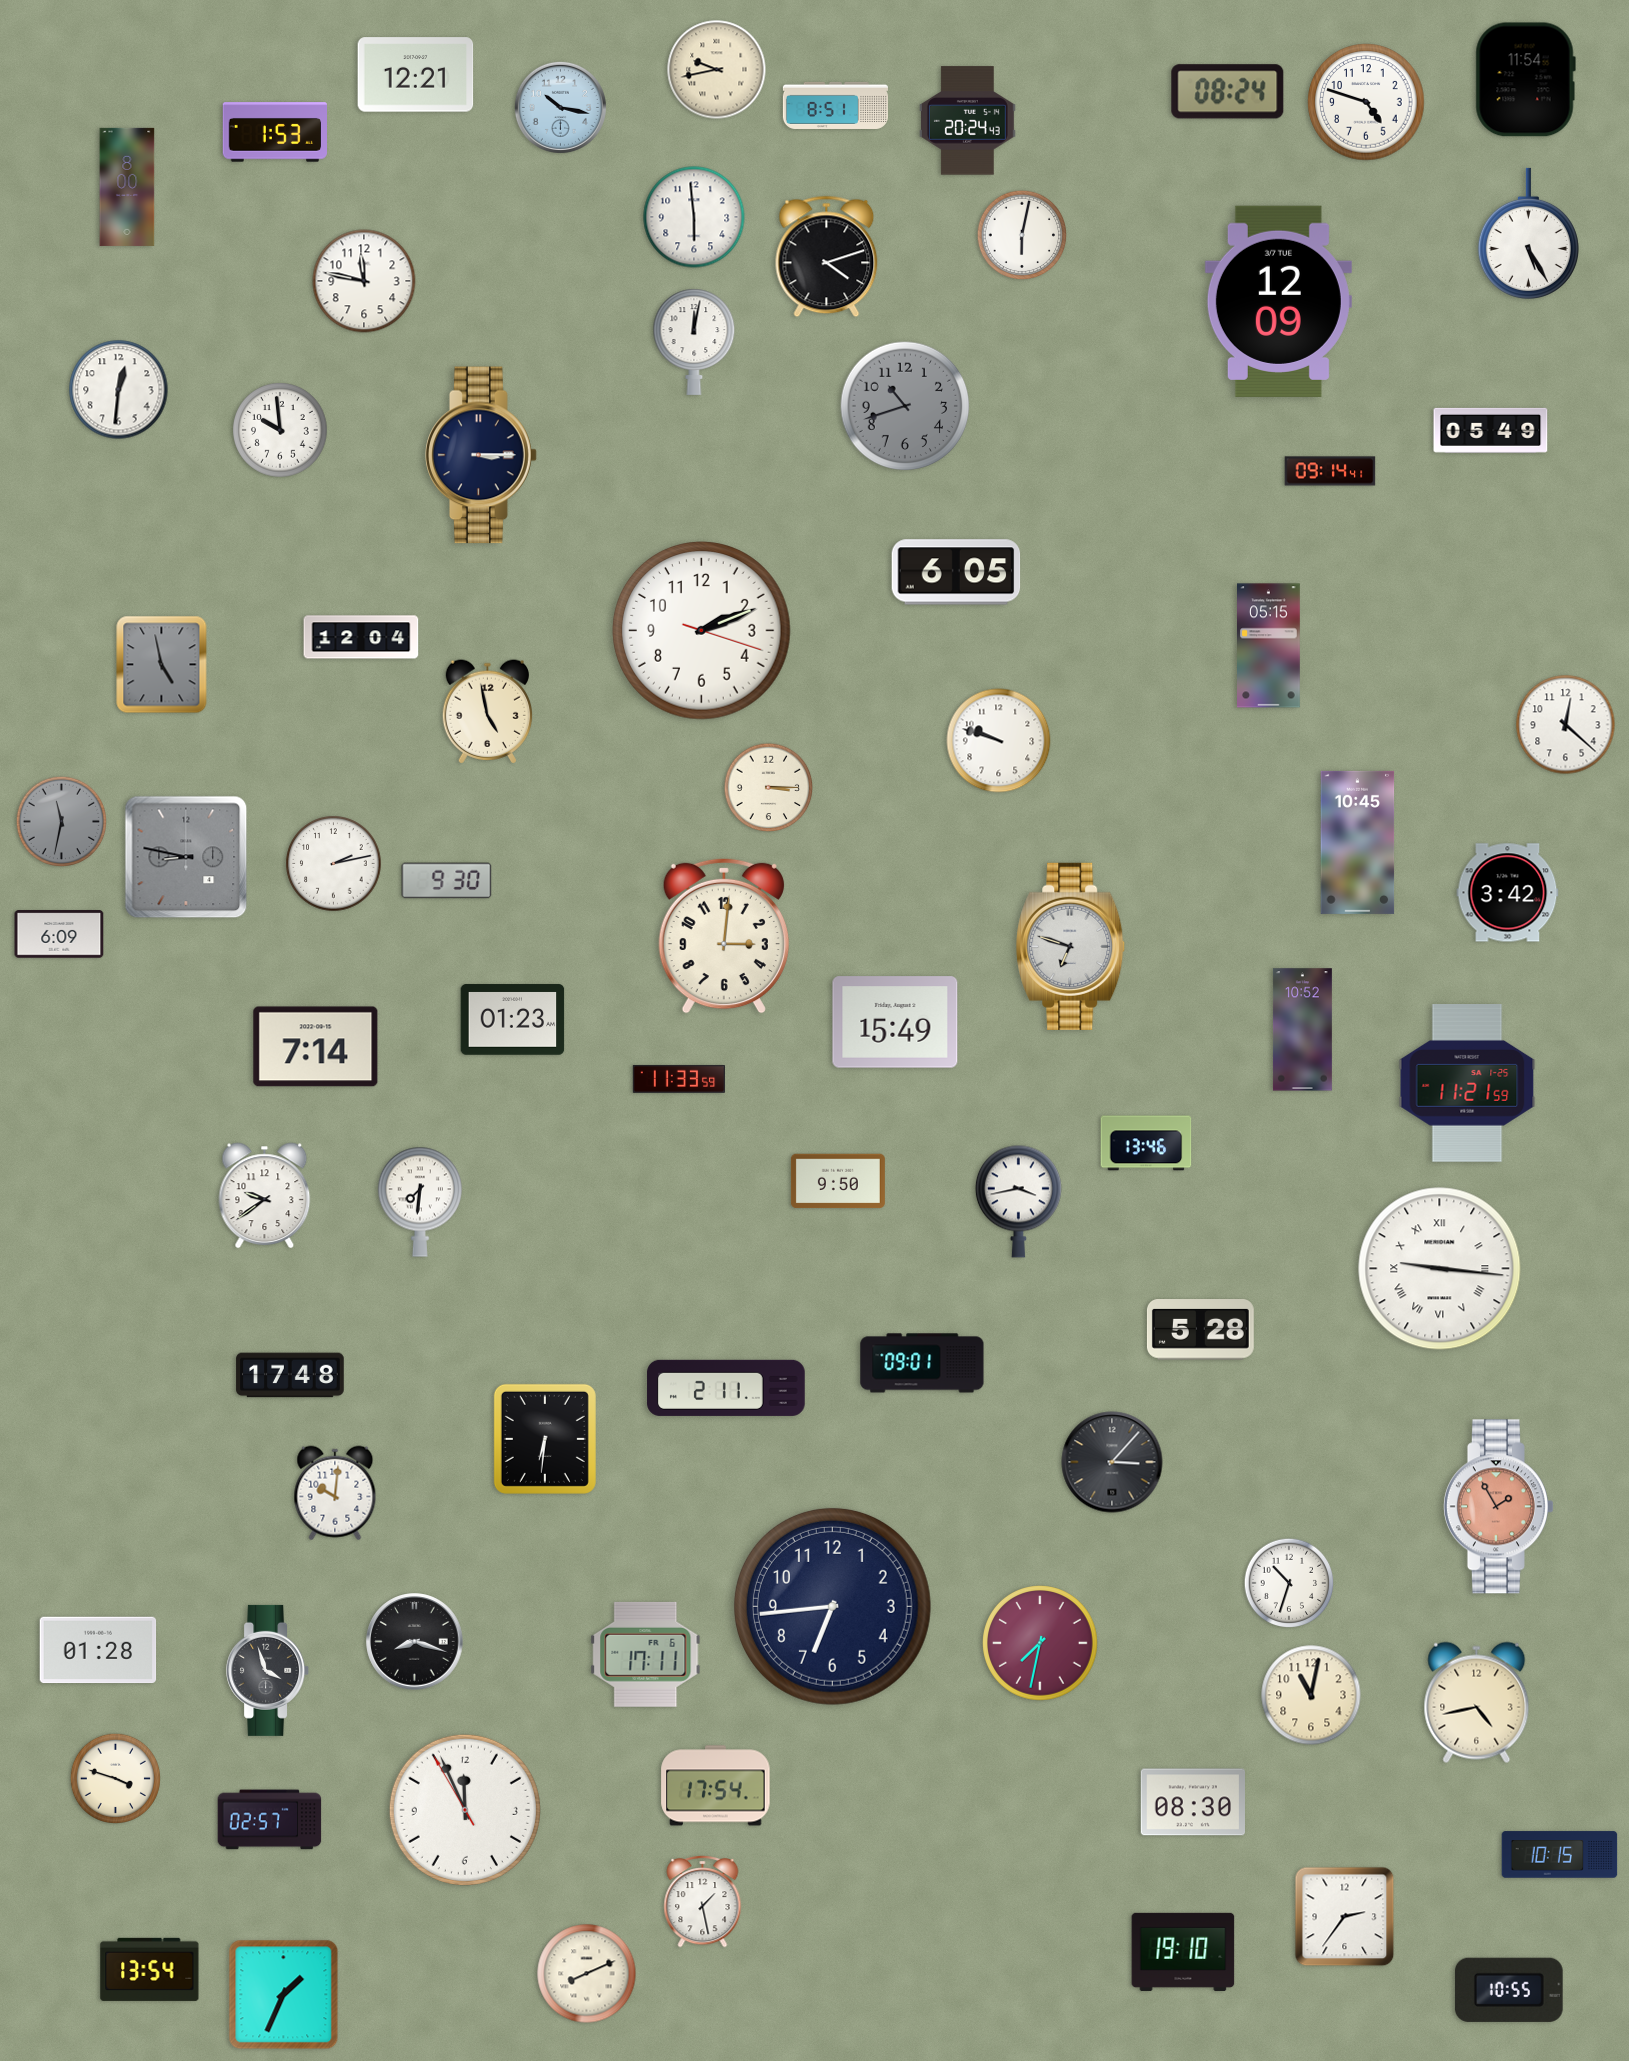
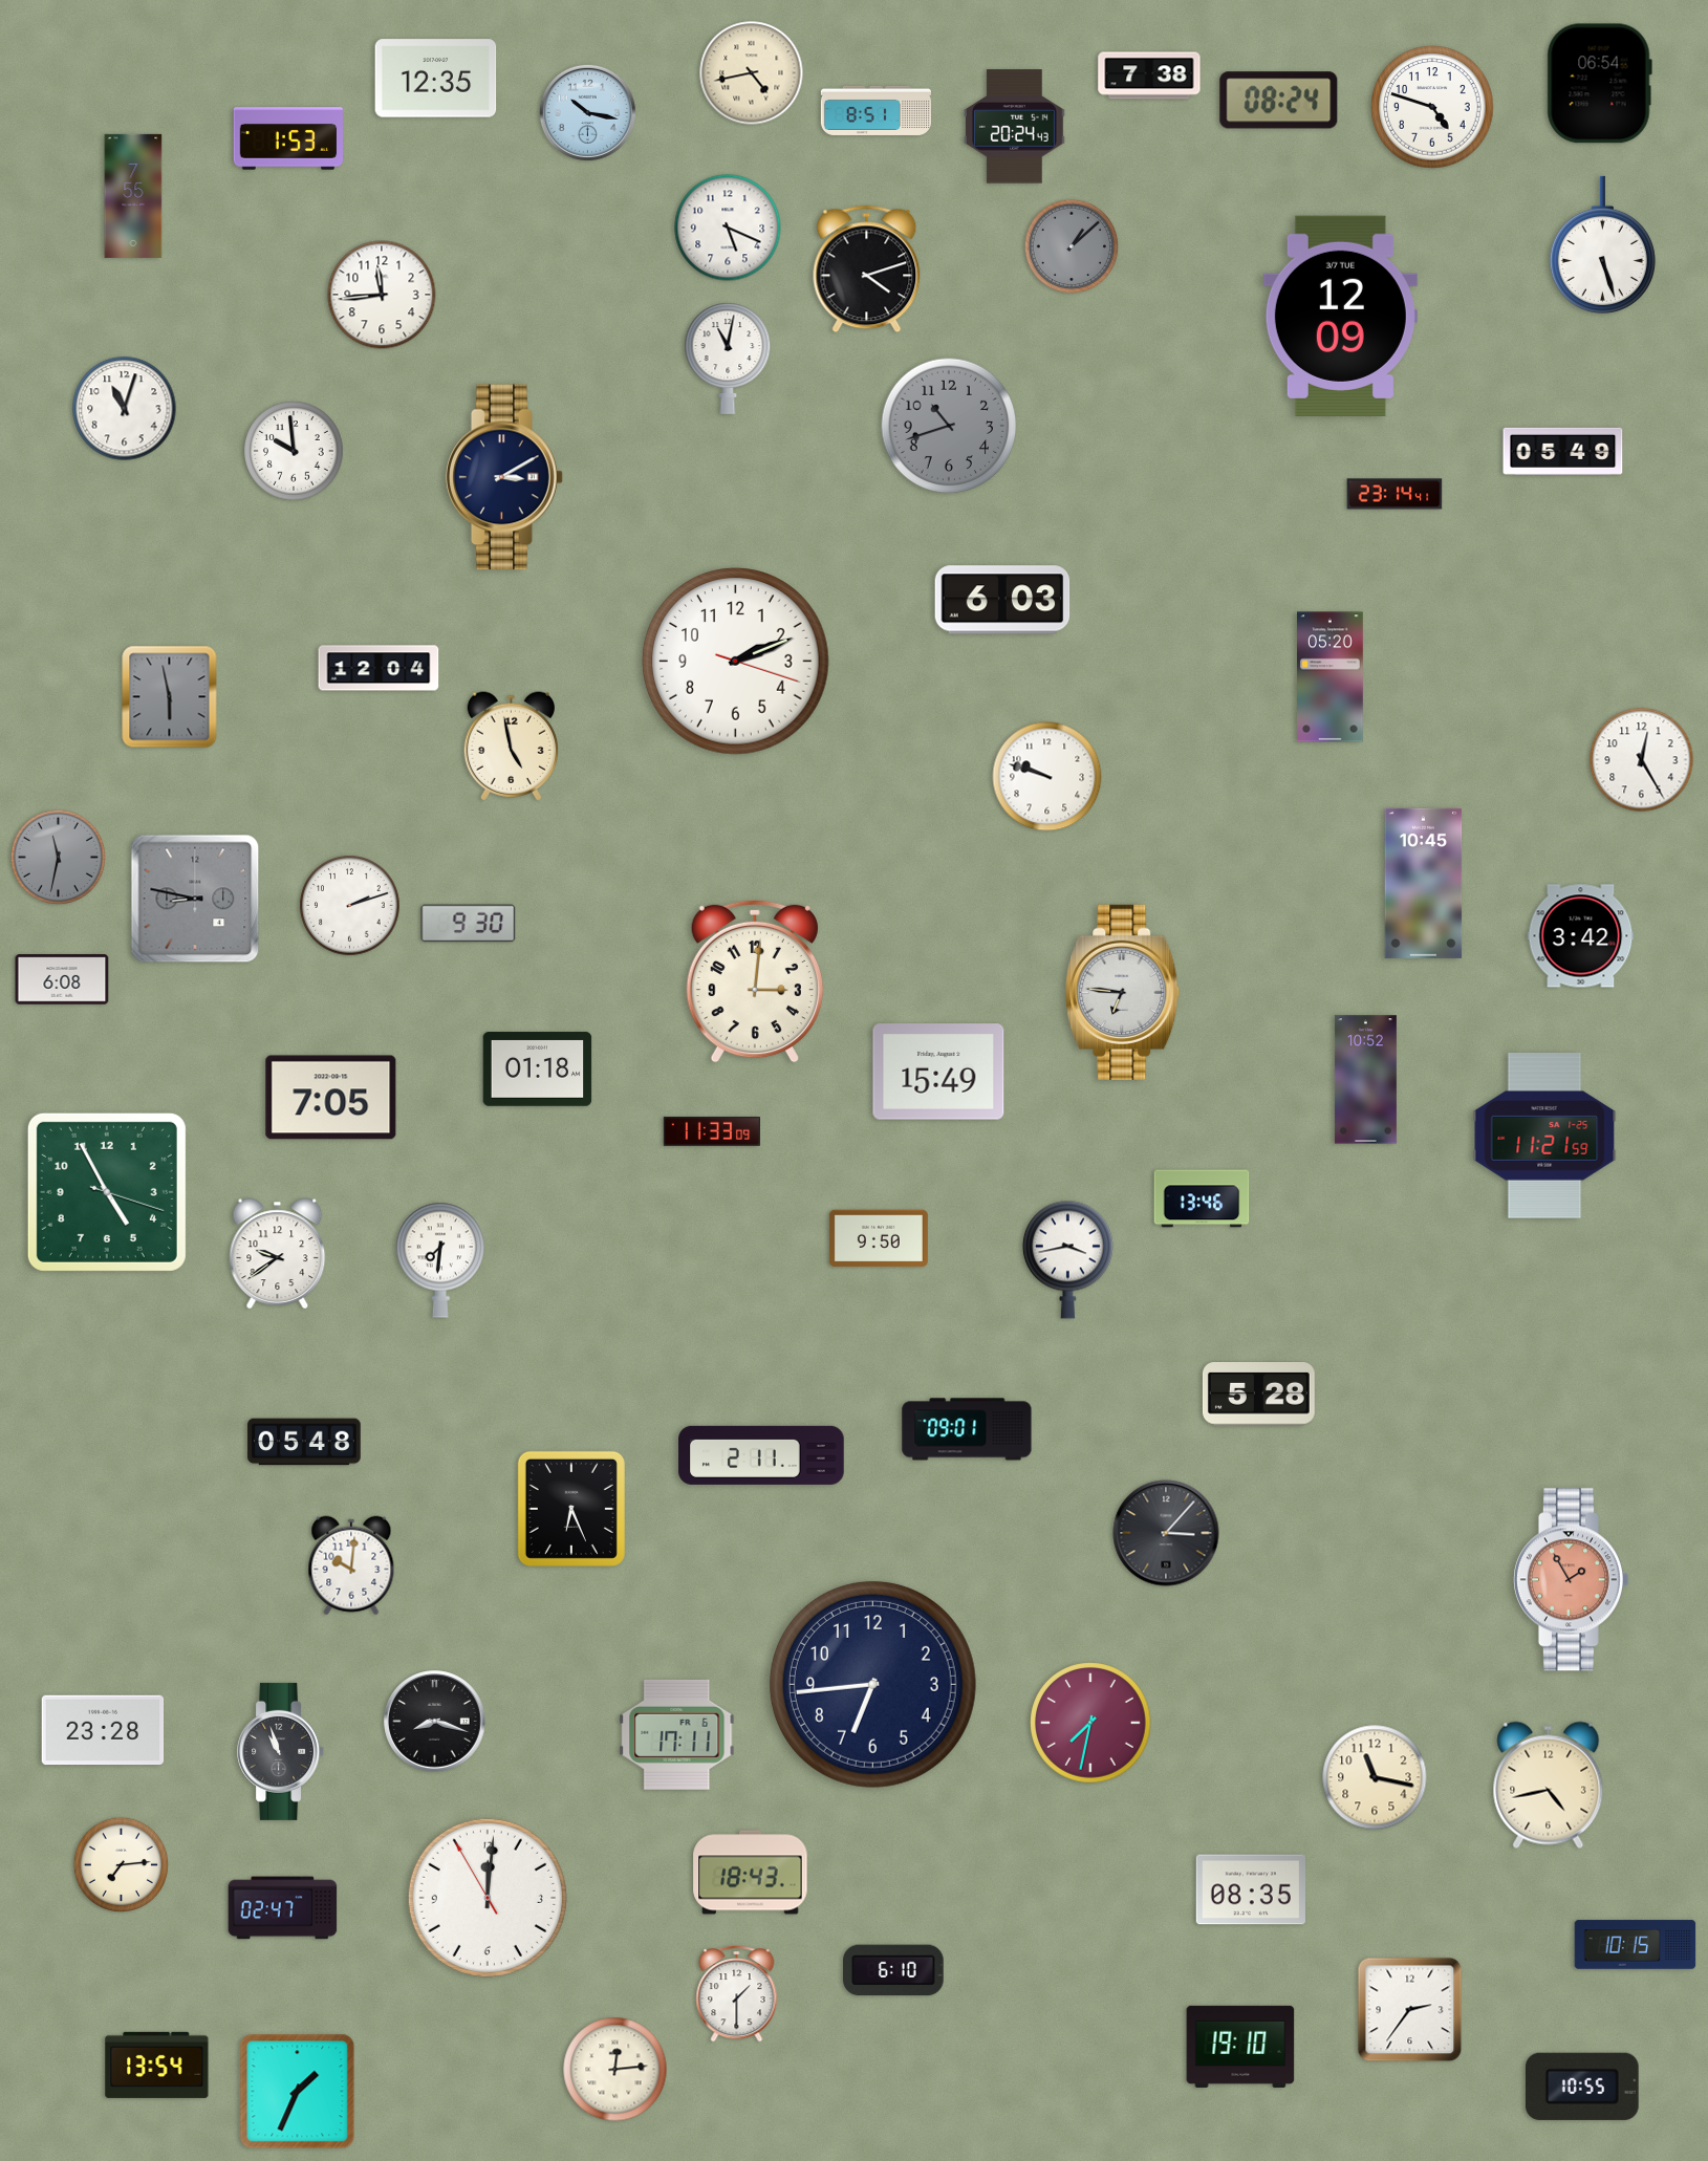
clock at (717, 70): 9:43 -> 4:43
clock at (1149, 75): none -> 7:38
clock at (416, 75): 12:21 -> 12:35
clock at (1525, 80): 11:54 -> 06:54
clock at (1228, 92) position: (1228, 92) -> (1279, 101)
clock at (127, 187): 8:00 -> 7:55
clock at (694, 217): 5:59 -> 5:19
clock at (1528, 233): 5:25 -> 5:27
clock at (1022, 235): 6:02 -> 1:08
clock at (1022, 235) dial: white -> grey
clock at (364, 281): 11:47 -> 11:44
clock at (694, 342): 12:02 -> 11:02
clock at (119, 390): 12:31 -> 11:03
clock at (481, 455): 3:15 -> 3:10
clock at (1330, 471): 09:14 -> 23:14
clock at (956, 572): 6:05 -> 6:03
clock at (1269, 646): 05:15 -> 05:20
clock at (162, 665): 4:58 -> 5:58
clock at (1566, 725): 12:22 -> 12:25
clock at (769, 788): 3:15 -> none
clock at (61, 821) position: (61, 821) -> (58, 857)
clock at (334, 864): 2:13 -> 2:12
clock at (59, 934): 6:09 -> 6:08
clock at (724, 936) position: (724, 936) -> (755, 981)
clock at (1071, 946): 6:48 -> 6:46
clock at (513, 1020): 01:23 -> 01:18
clock at (316, 1047): 7:14 -> 7:05
clock at (678, 1079): 11:33:59 -> 11:33:09
clock at (1467, 1083) position: (1467, 1083) -> (1544, 1136)
clock at (107, 1192): none -> 4:55
clock at (1440, 1269): 9:16 -> none
clock at (290, 1375): 17:48 -> 05:48
clock at (545, 1439): 6:31 -> 6:26
clock at (1289, 1583): 10:33 -> none
clock at (98, 1650): 01:28 -> 23:28
clock at (268, 1670): 3:57 -> 10:57
clock at (1311, 1695): 11:02 -> 11:17
clock at (115, 1778): 3:48 -> 7:14
clock at (716, 1786): 17:54 -> 18:43
clock at (1192, 1802): 08:30 -> 08:35
clock at (465, 1810): 11:55 -> 12:00
clock at (270, 1820): 02:57 -> 02:47
clock at (893, 1970): none -> 6:10
clock at (703, 1902): 1:28 -> 1:30
clock at (587, 1974): 8:11 -> 12:14
